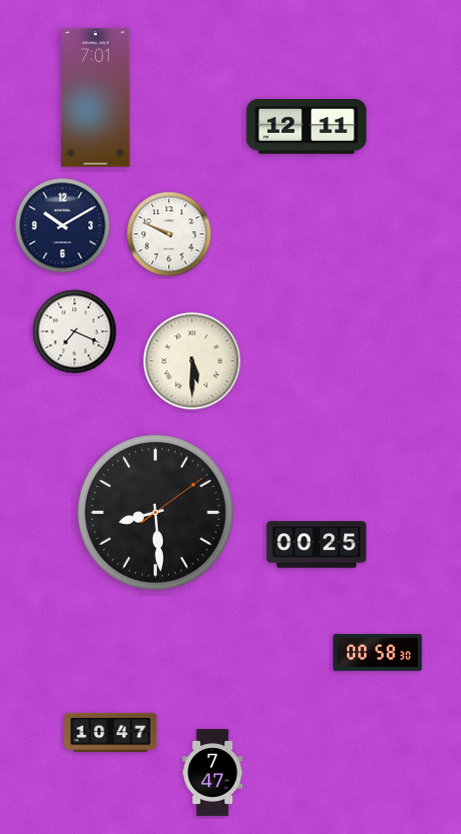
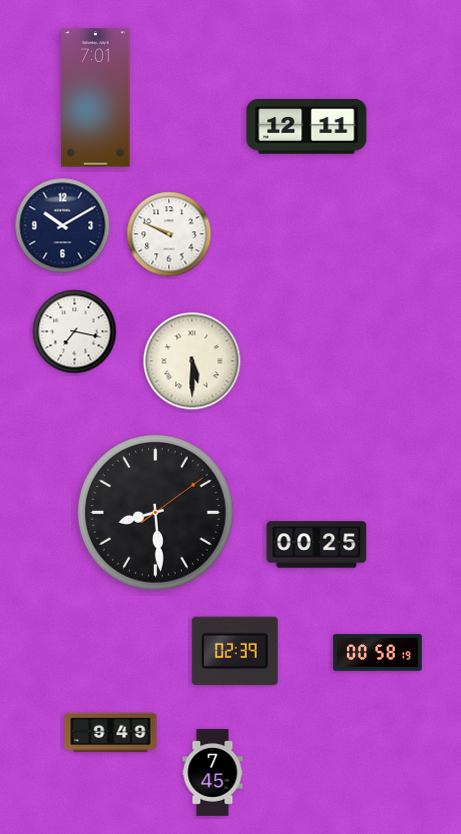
clock at (75, 332): 7:19 -> 7:17
clock at (235, 650): none -> 02:39
clock at (378, 653): 00:58:30 -> 00:58:19
clock at (111, 733): 10:47 -> 9:49
clock at (213, 773): 7:47 -> 7:45
